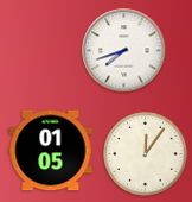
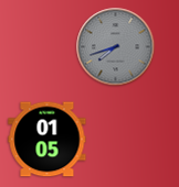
clock at (124, 51) dial: white -> grey
clock at (146, 154): 12:06 -> none
